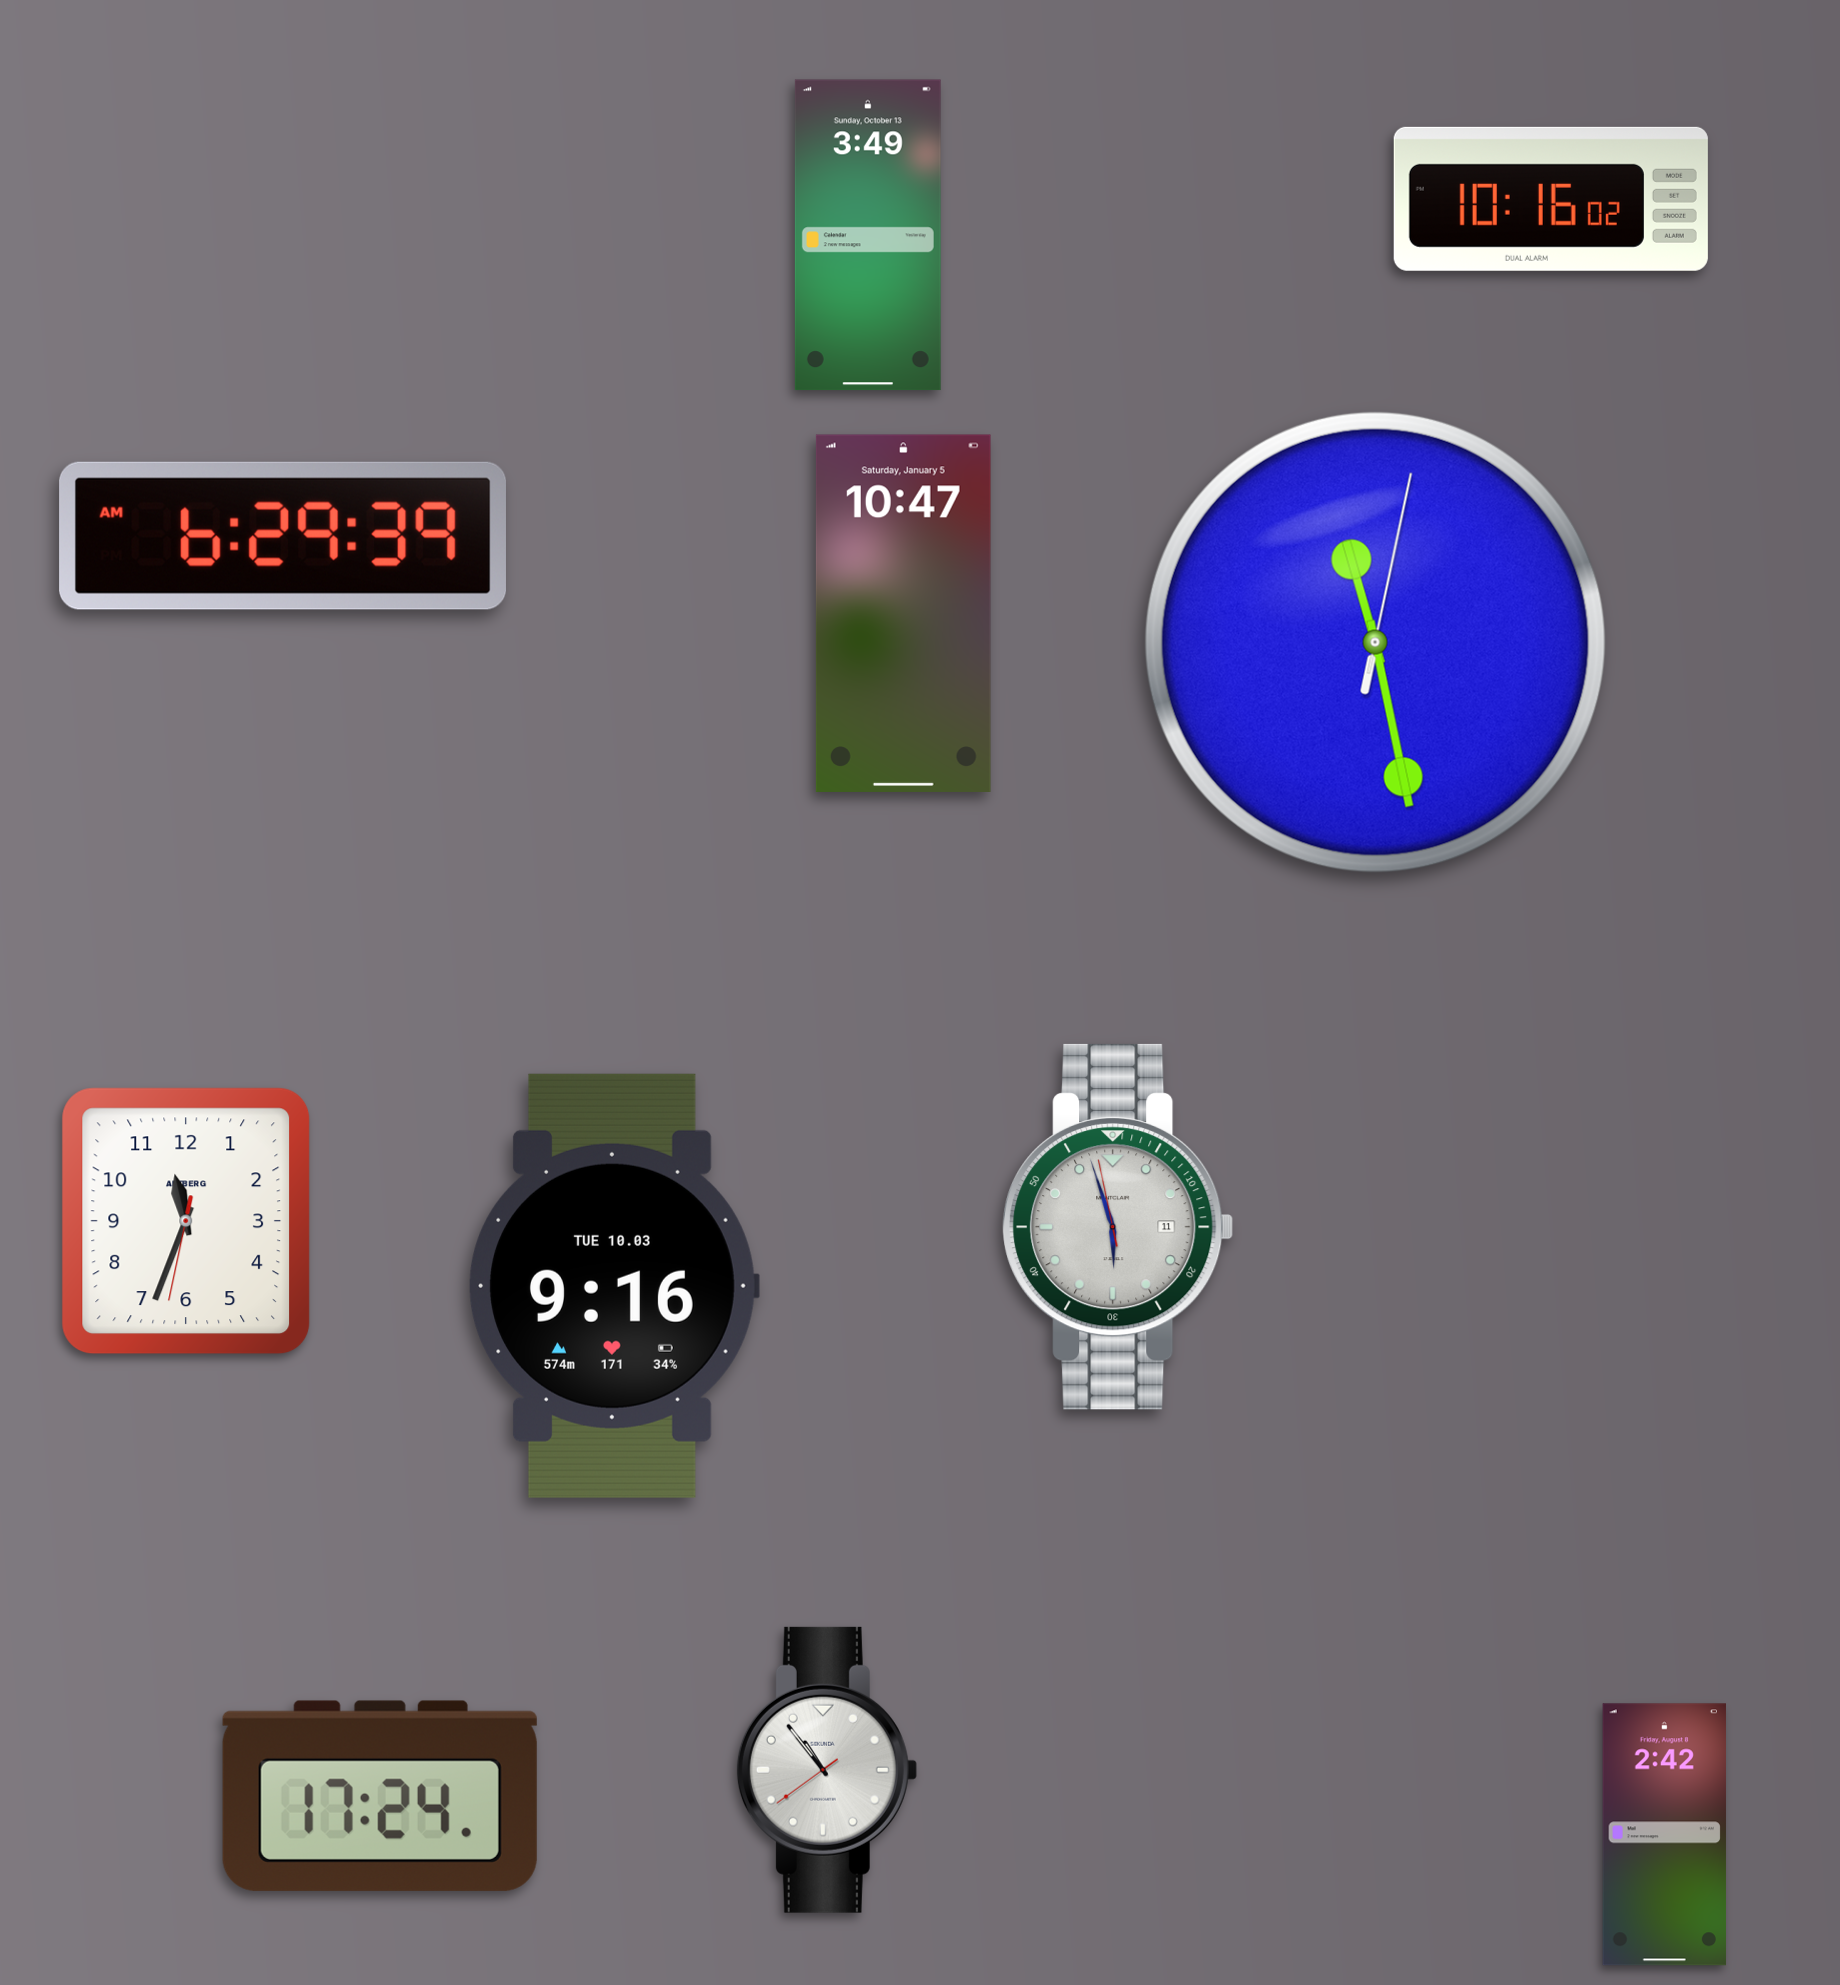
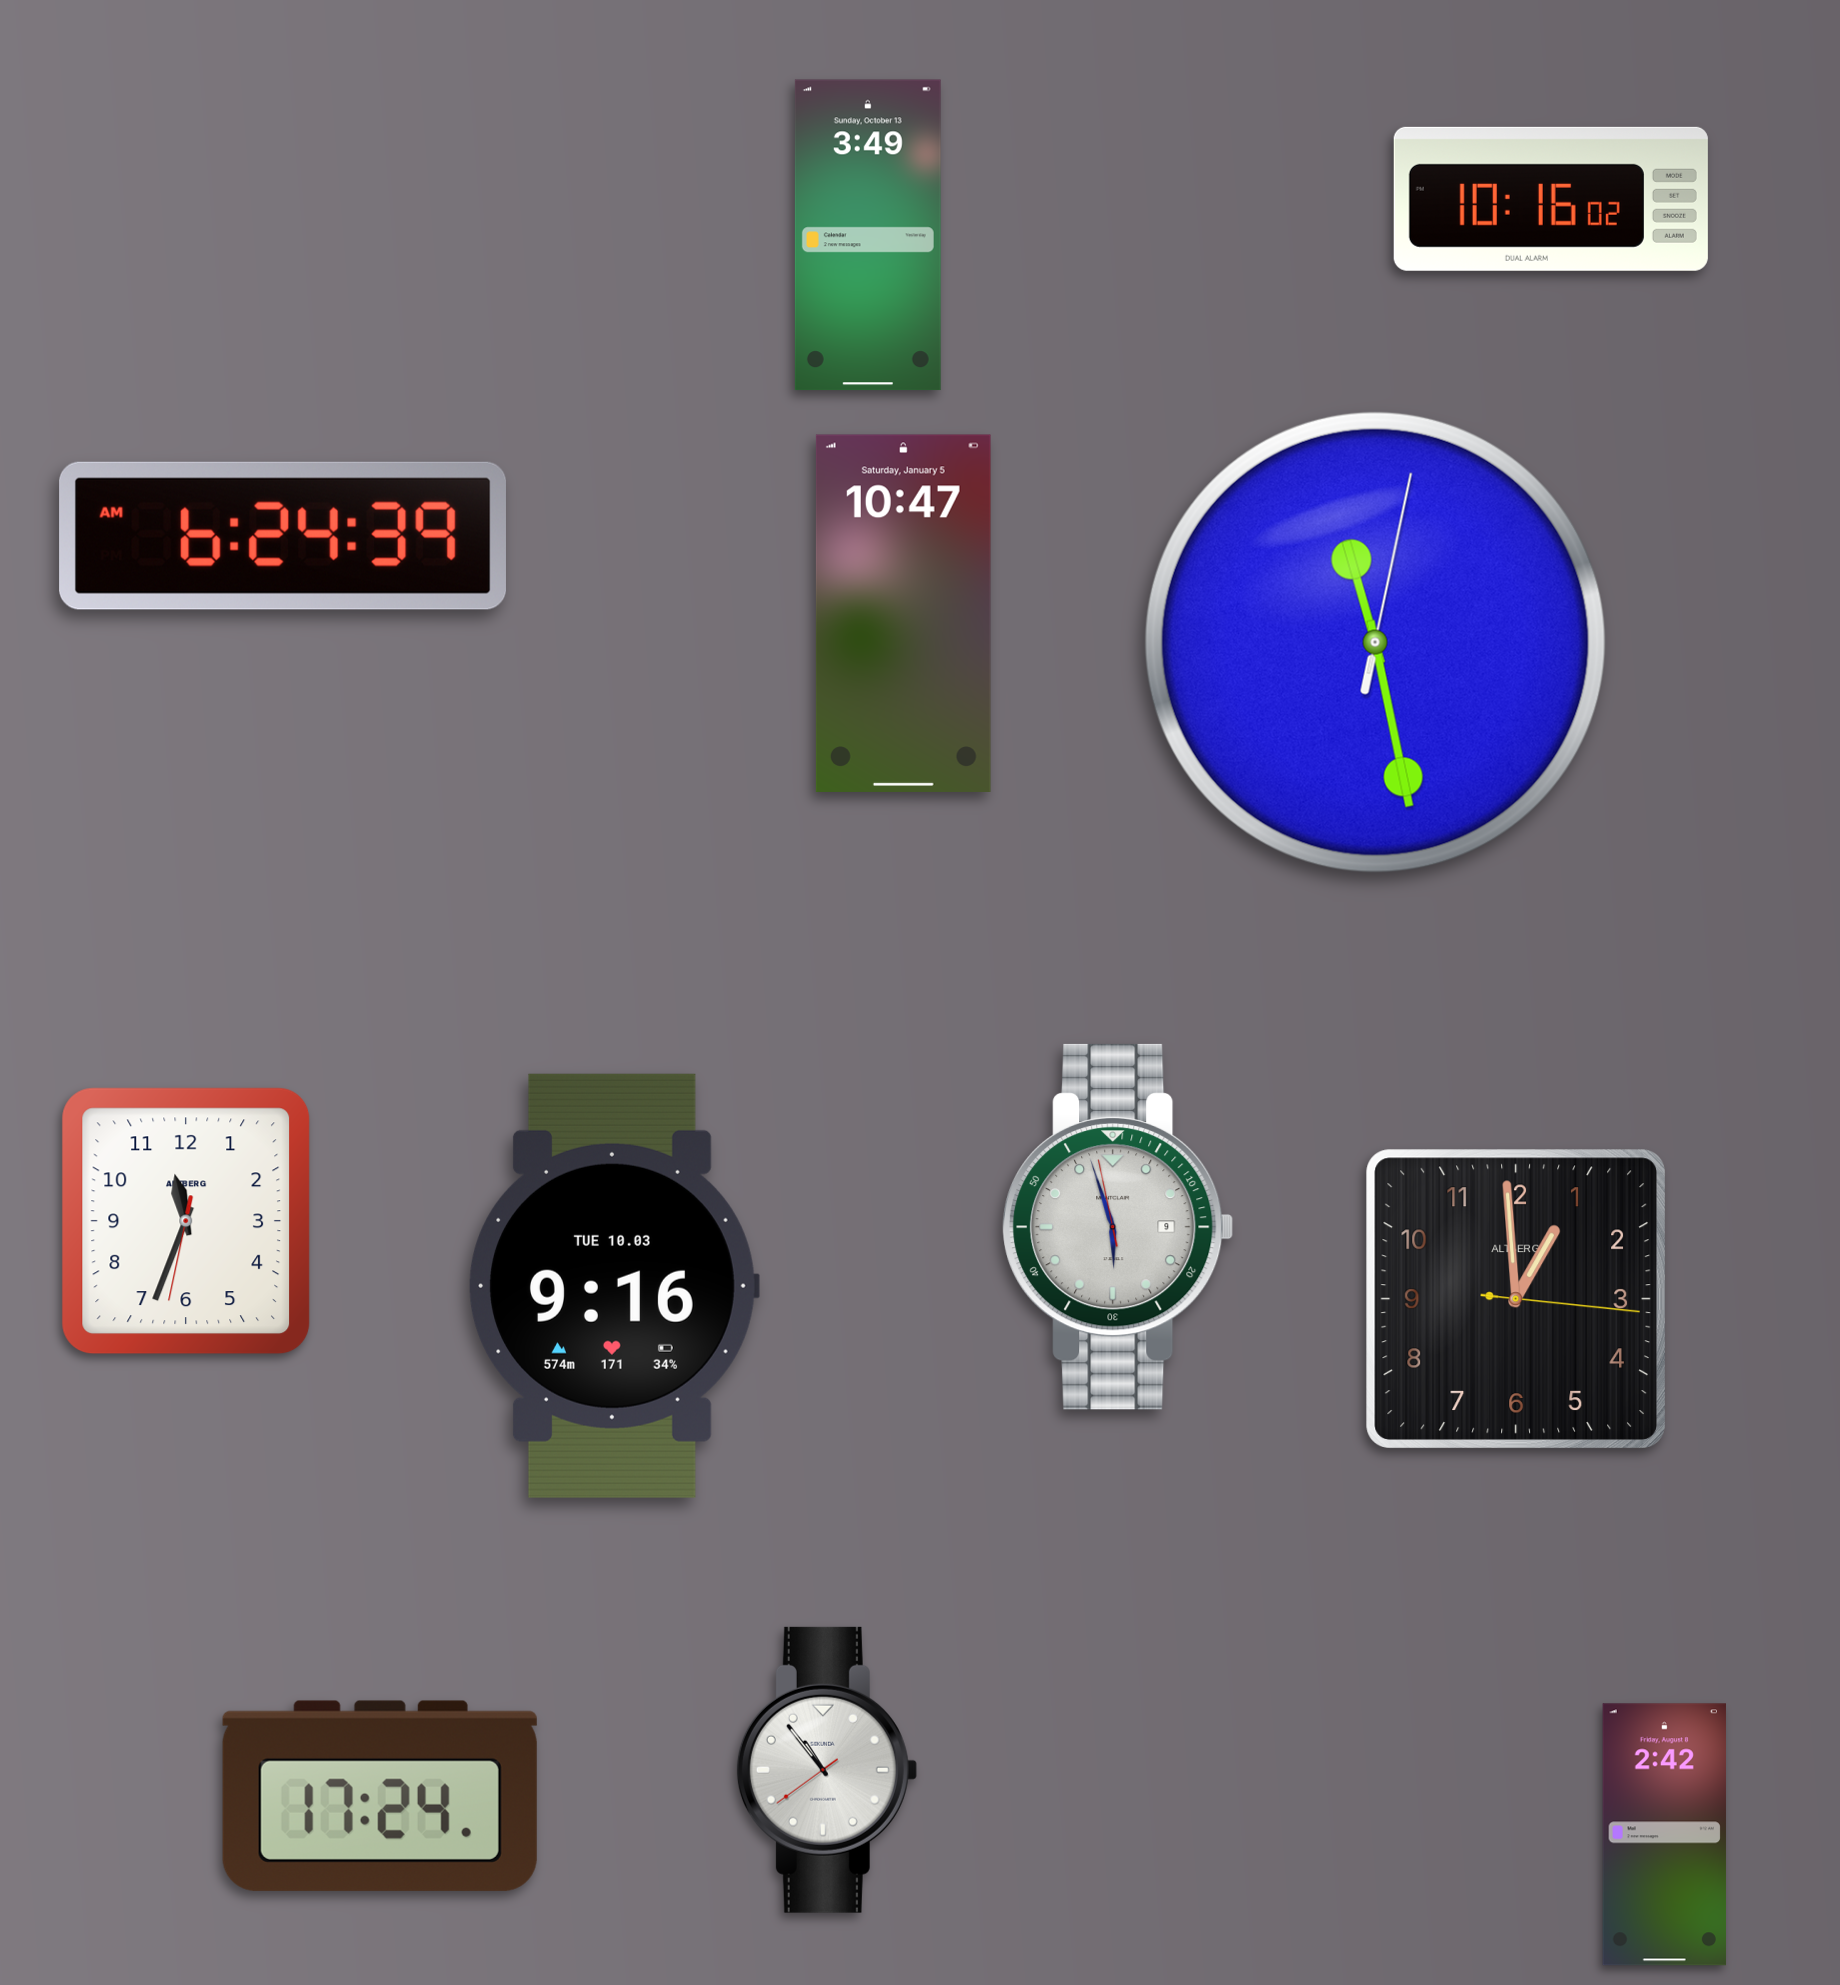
clock at (283, 536): 6:29 -> 6:24
clock at (1119, 1227) date: 11 -> 9
clock at (1516, 1299): none -> 12:59
